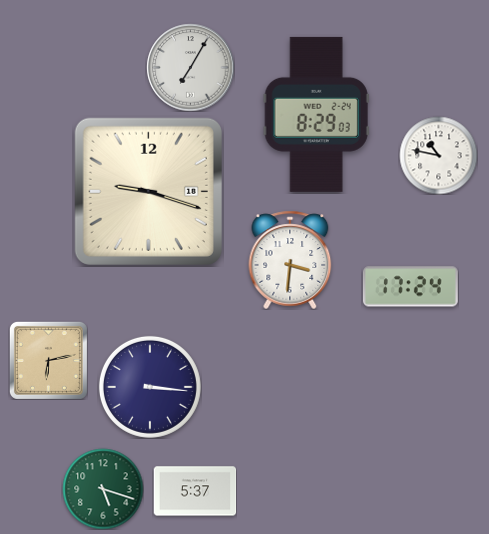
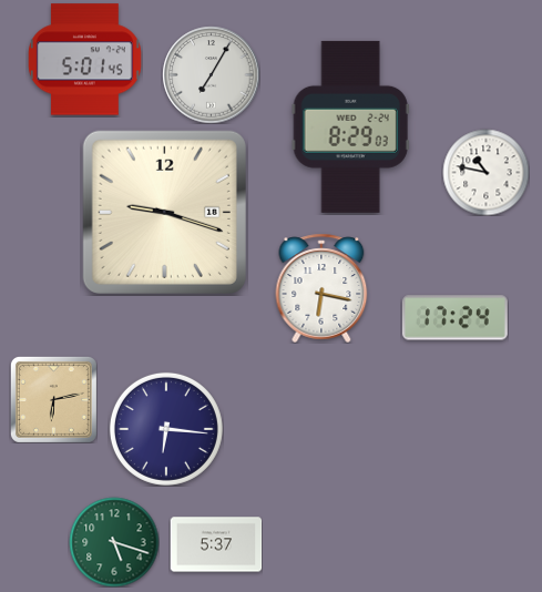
clock at (85, 60): none -> 5:01
clock at (290, 260): 3:31 -> 6:17
clock at (150, 387): 3:16 -> 6:16
